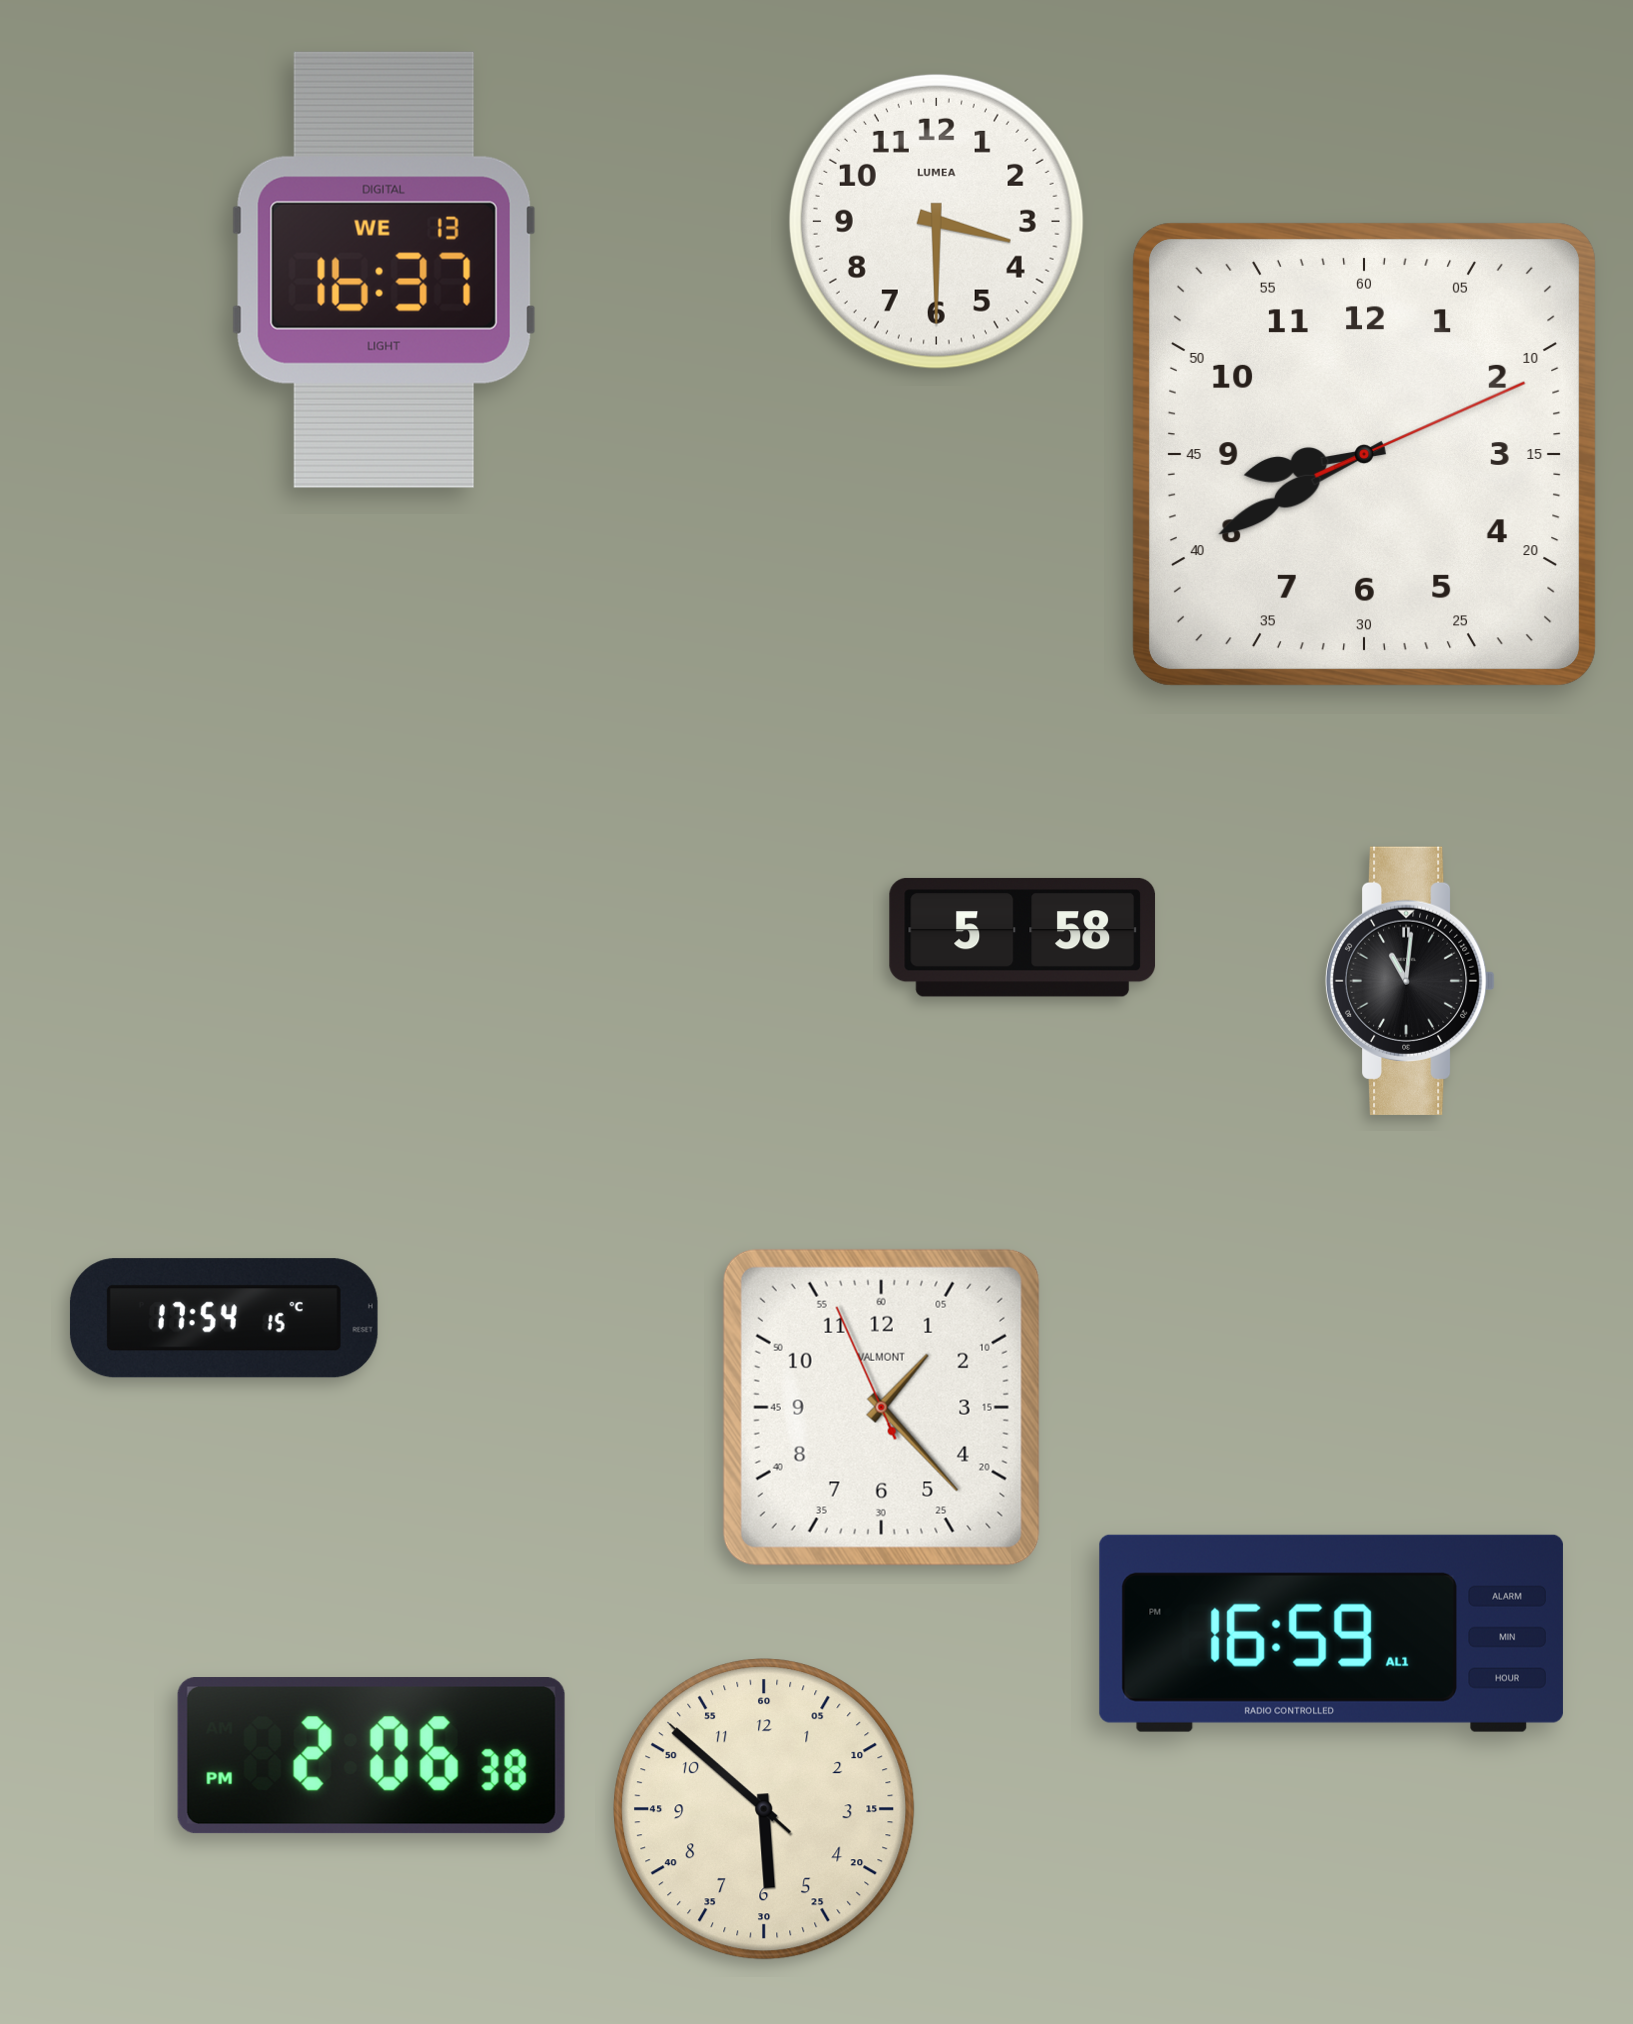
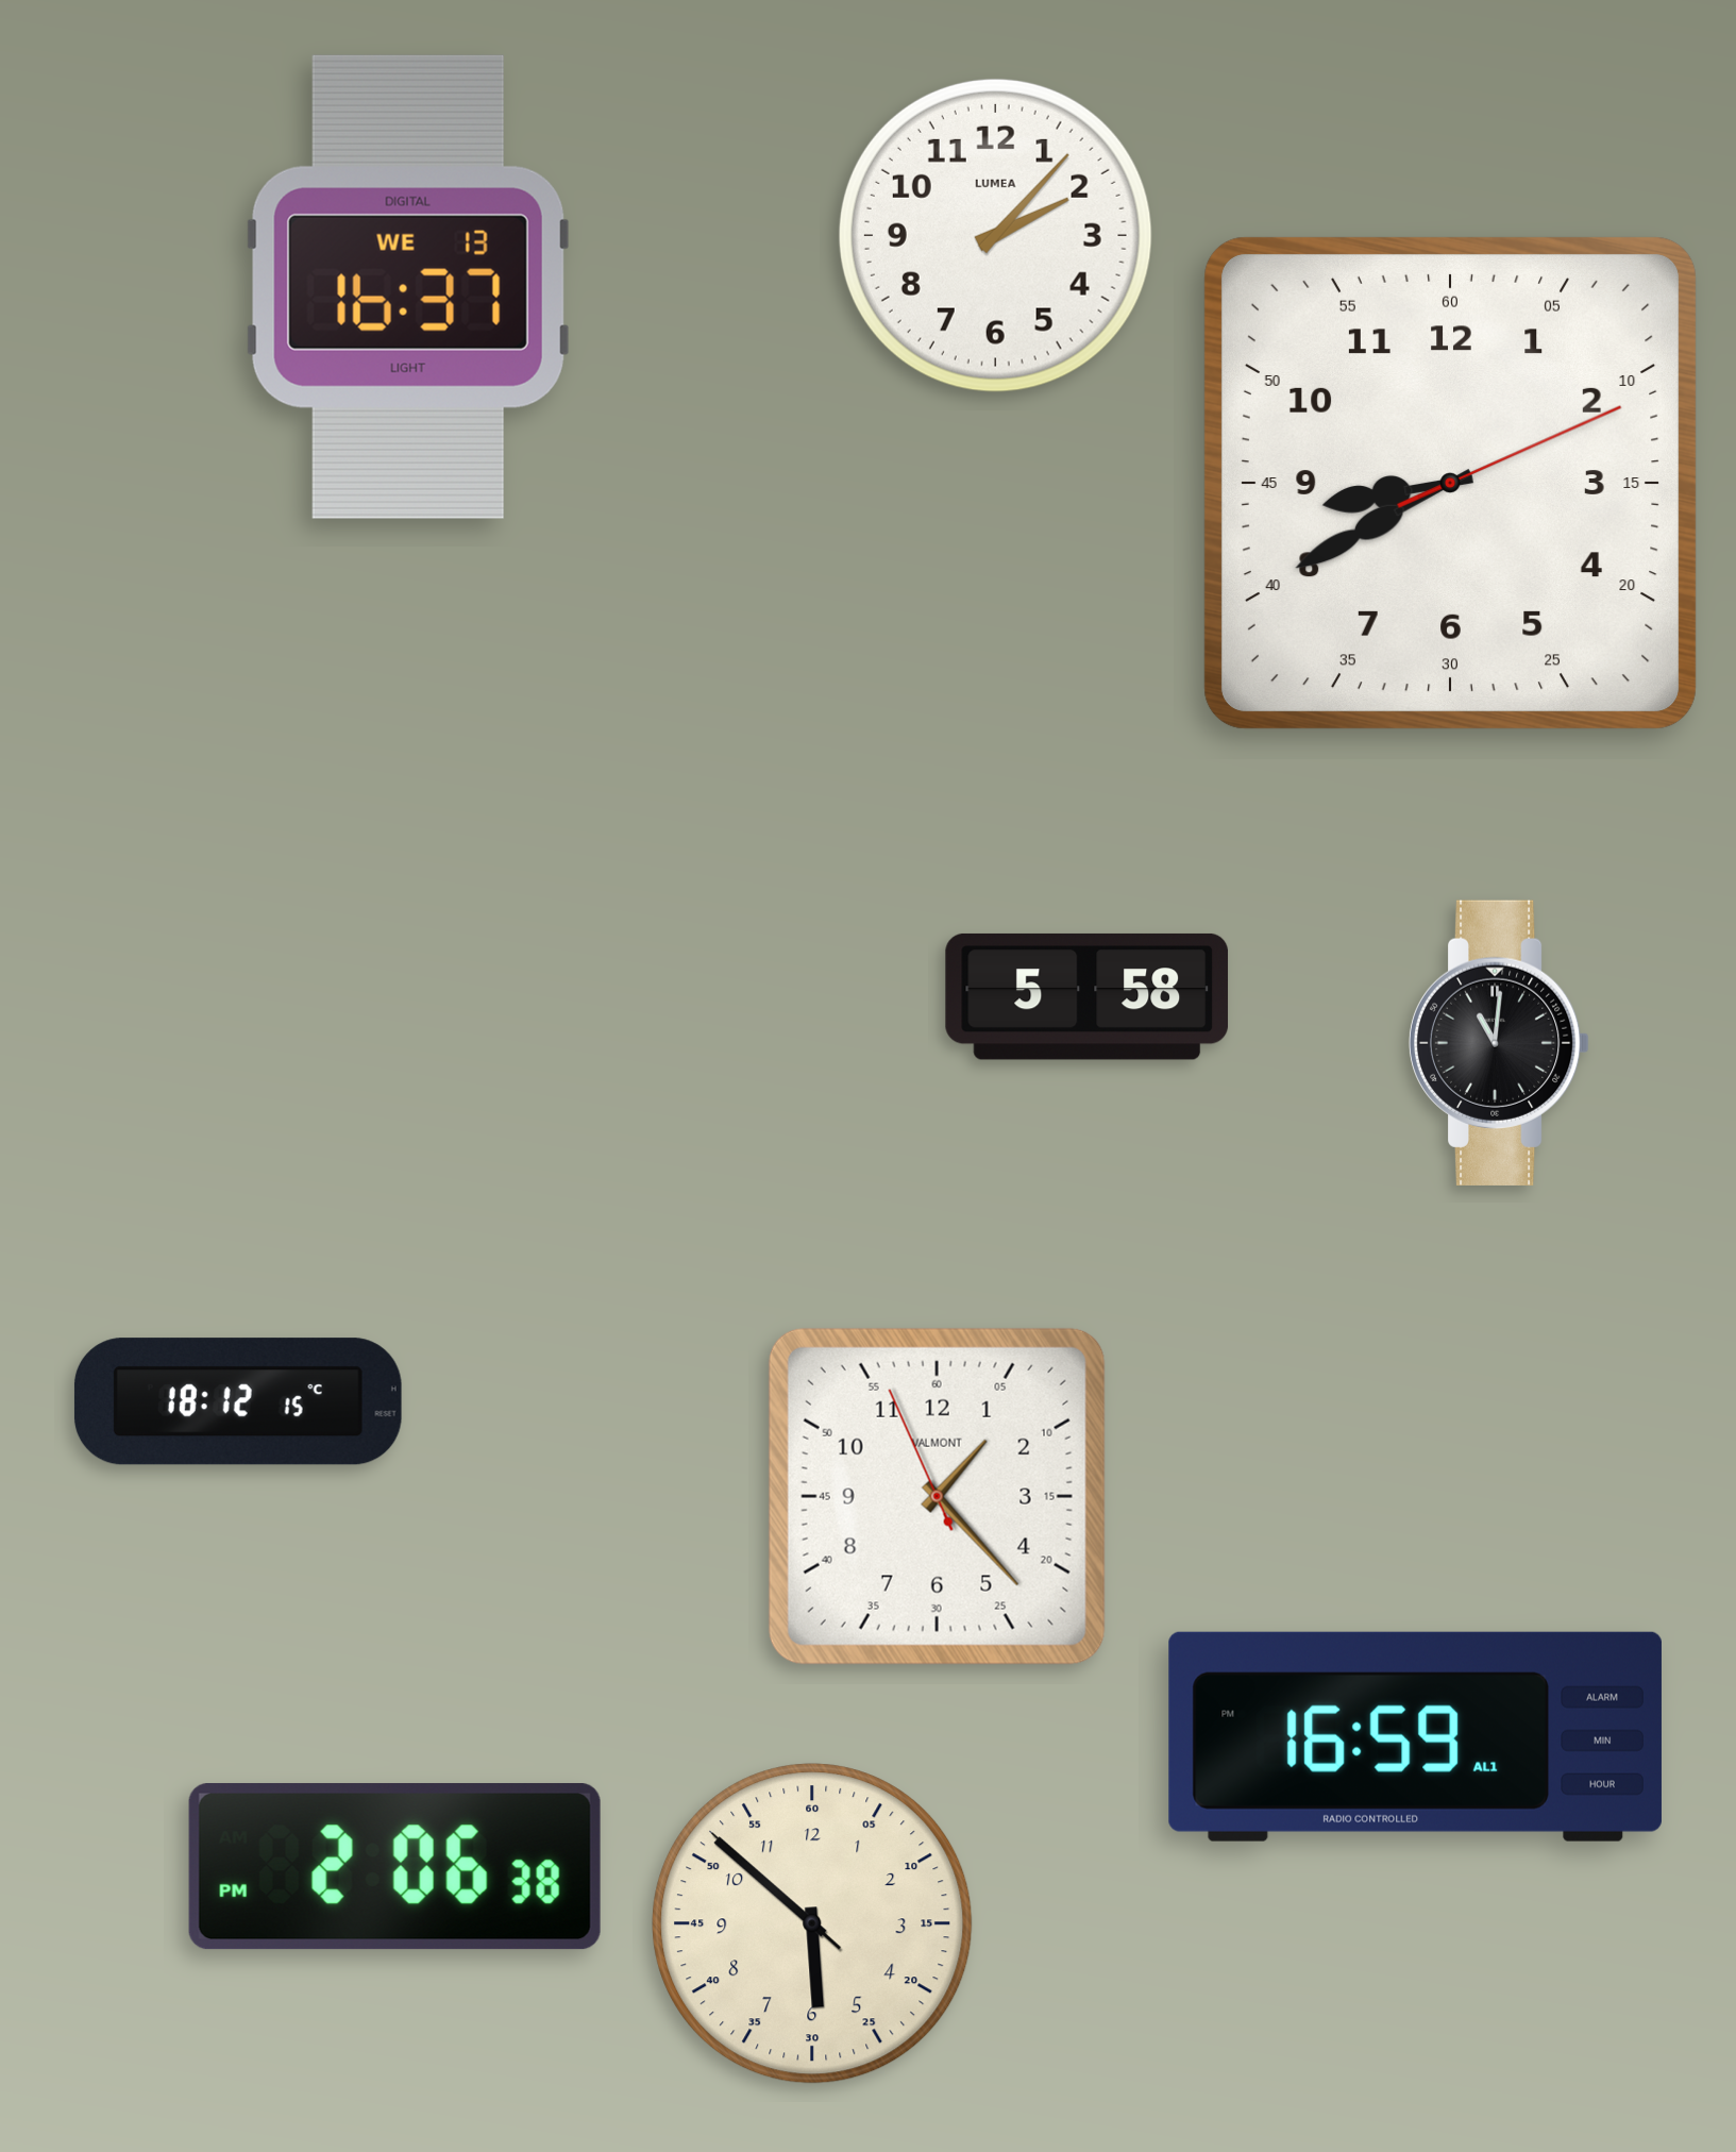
clock at (936, 221): 3:30 -> 2:07
clock at (224, 1318): 17:54 -> 18:12
